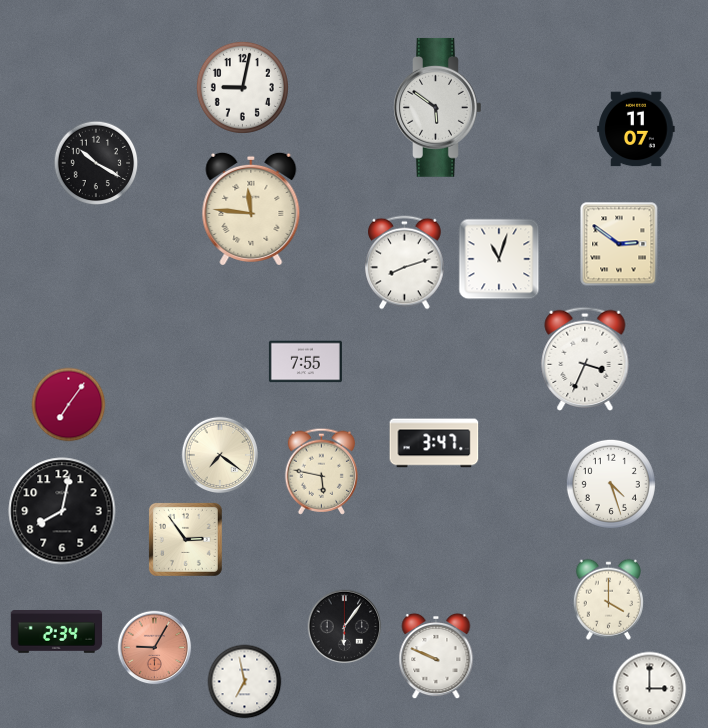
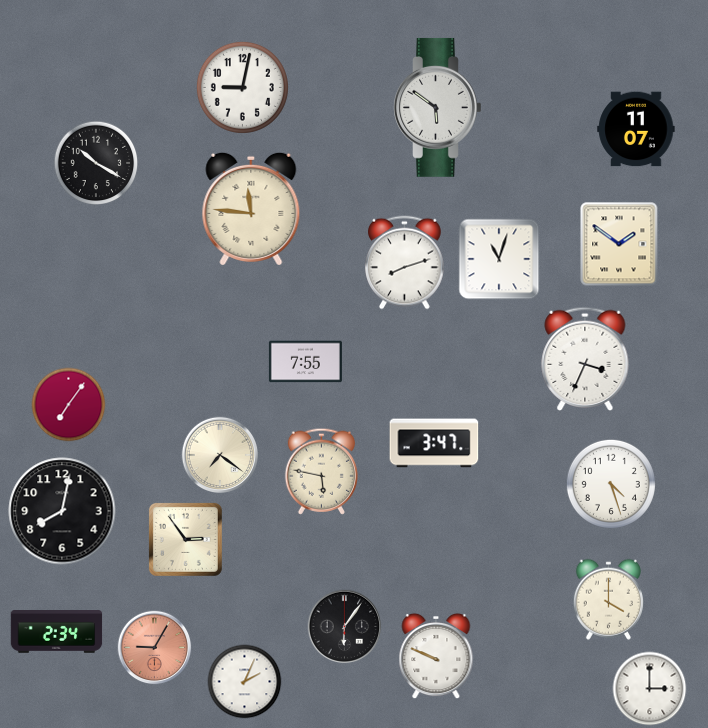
clock at (619, 244): 2:51 -> 1:51
clock at (245, 682): 6:58 -> 2:04
